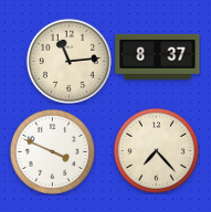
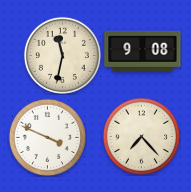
clock at (158, 56): 8:37 -> 9:08
clock at (68, 61): 11:14 -> 11:32
